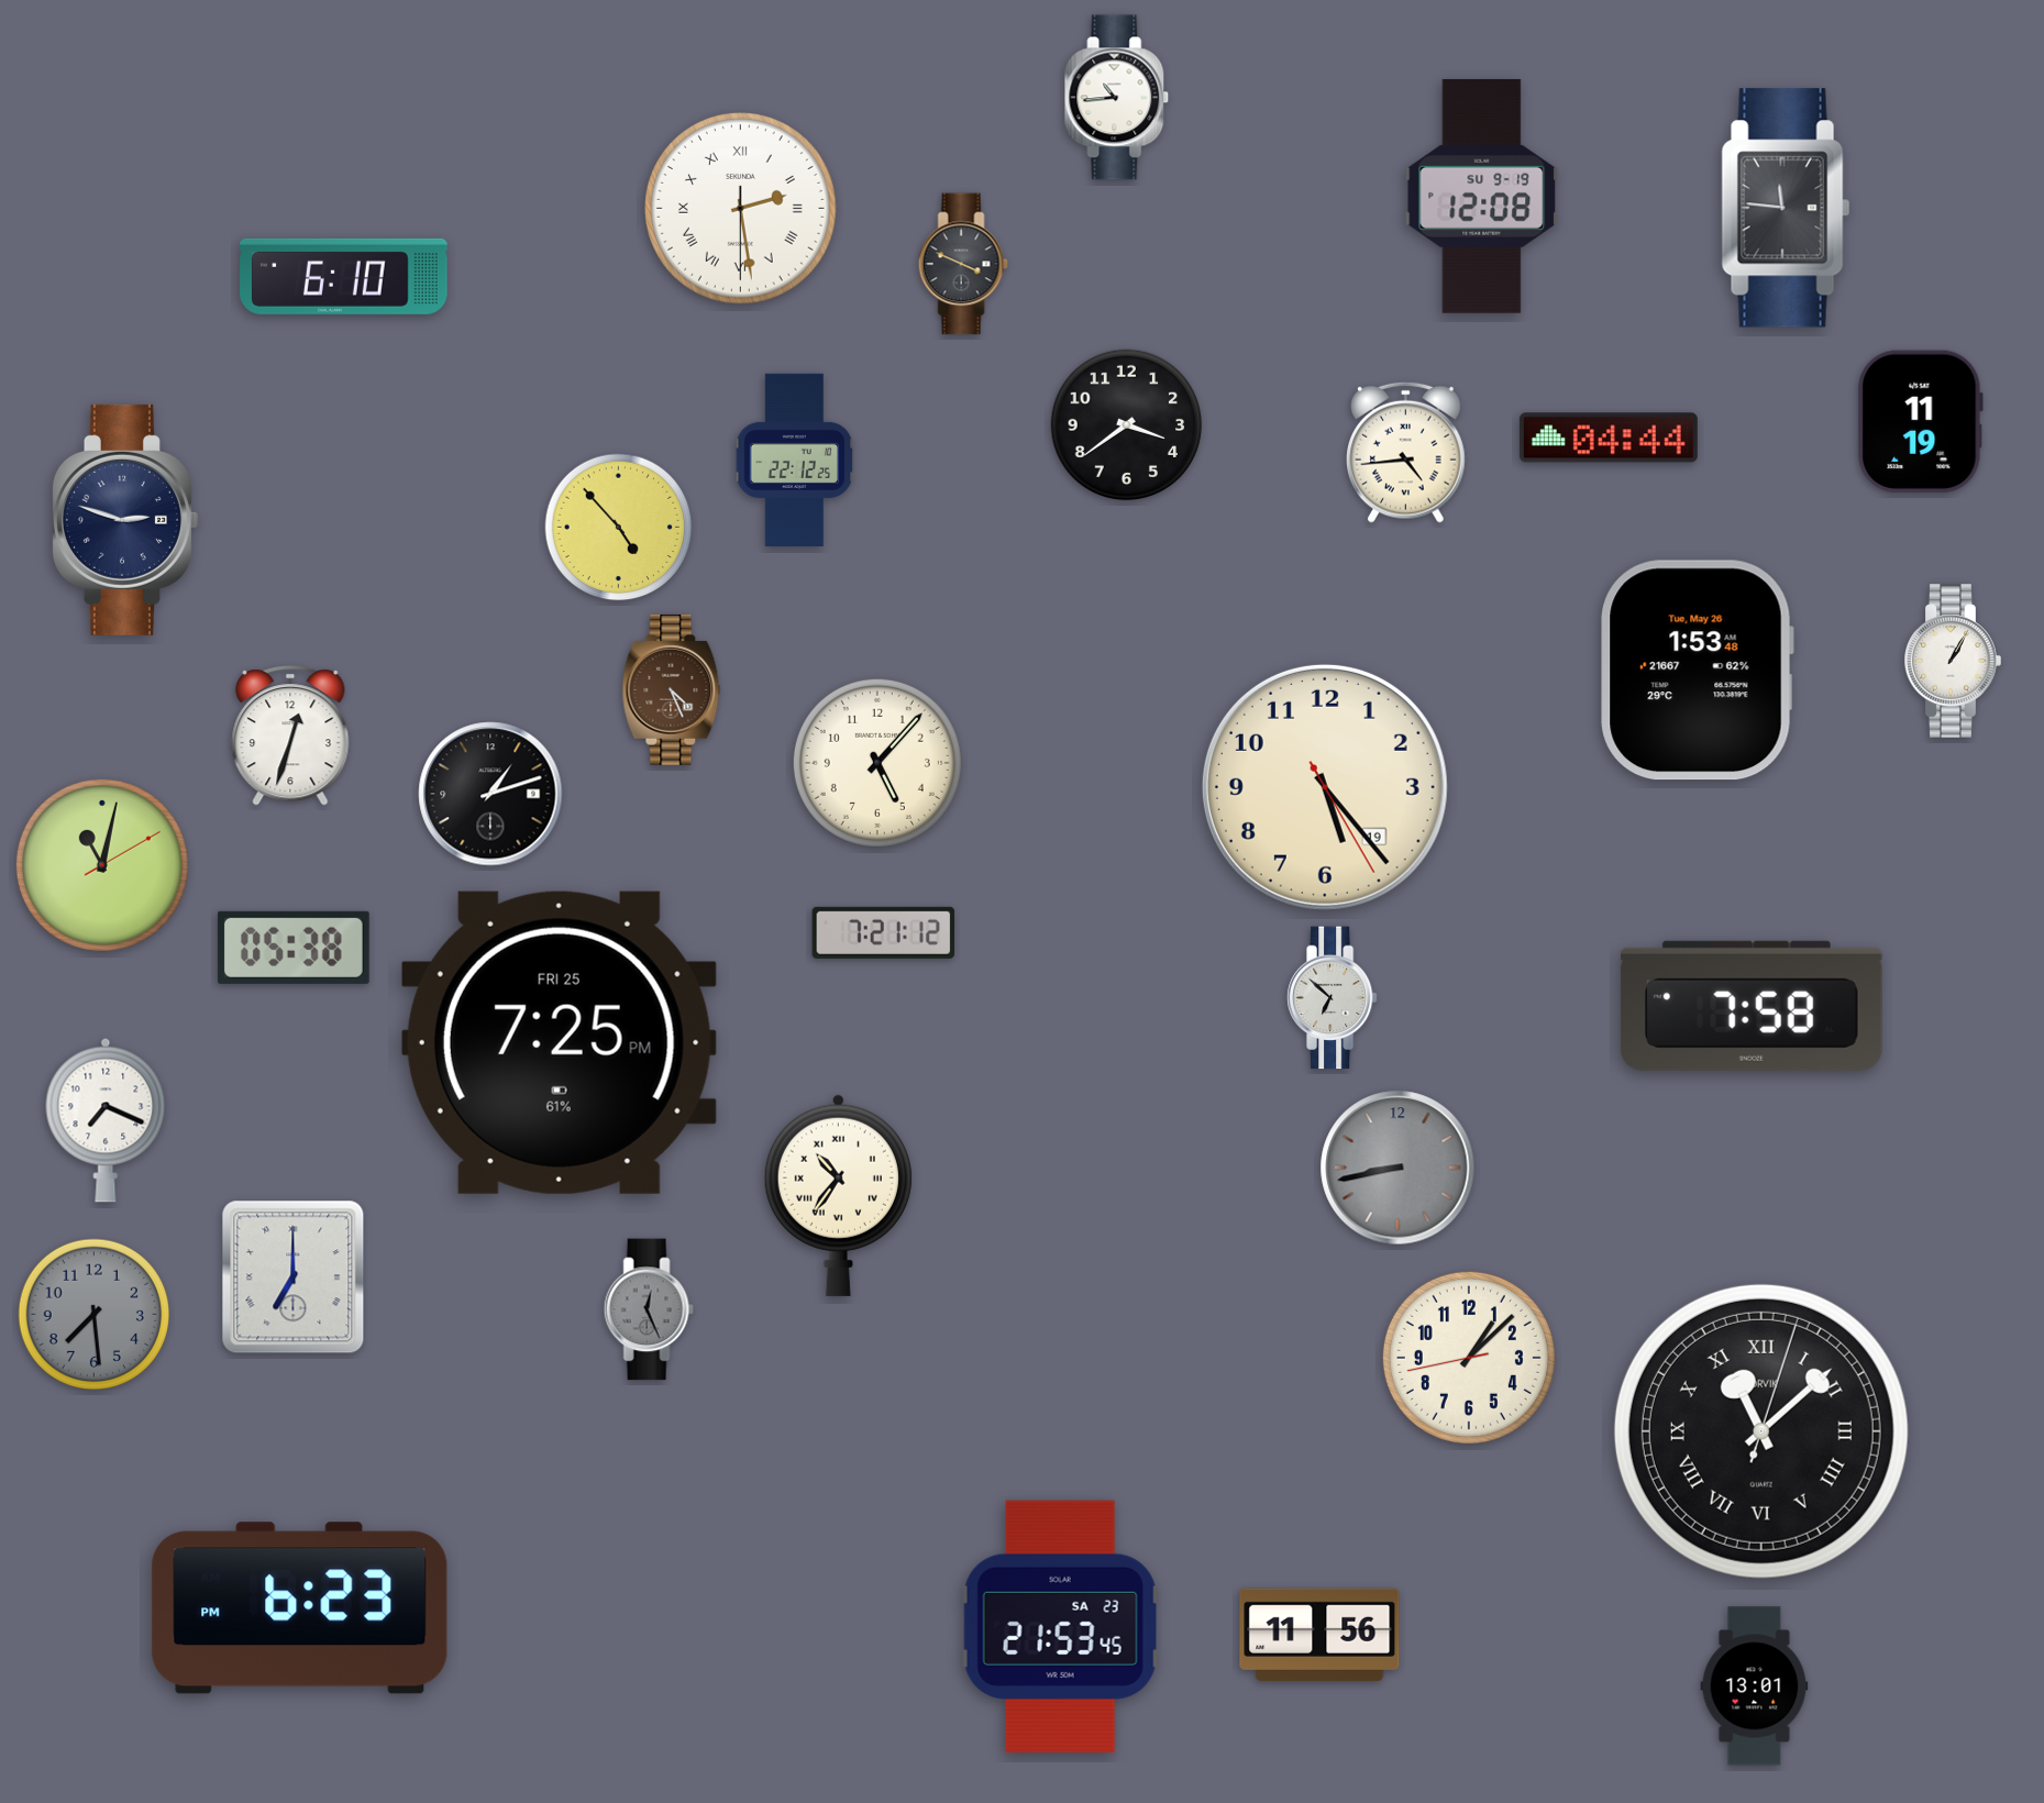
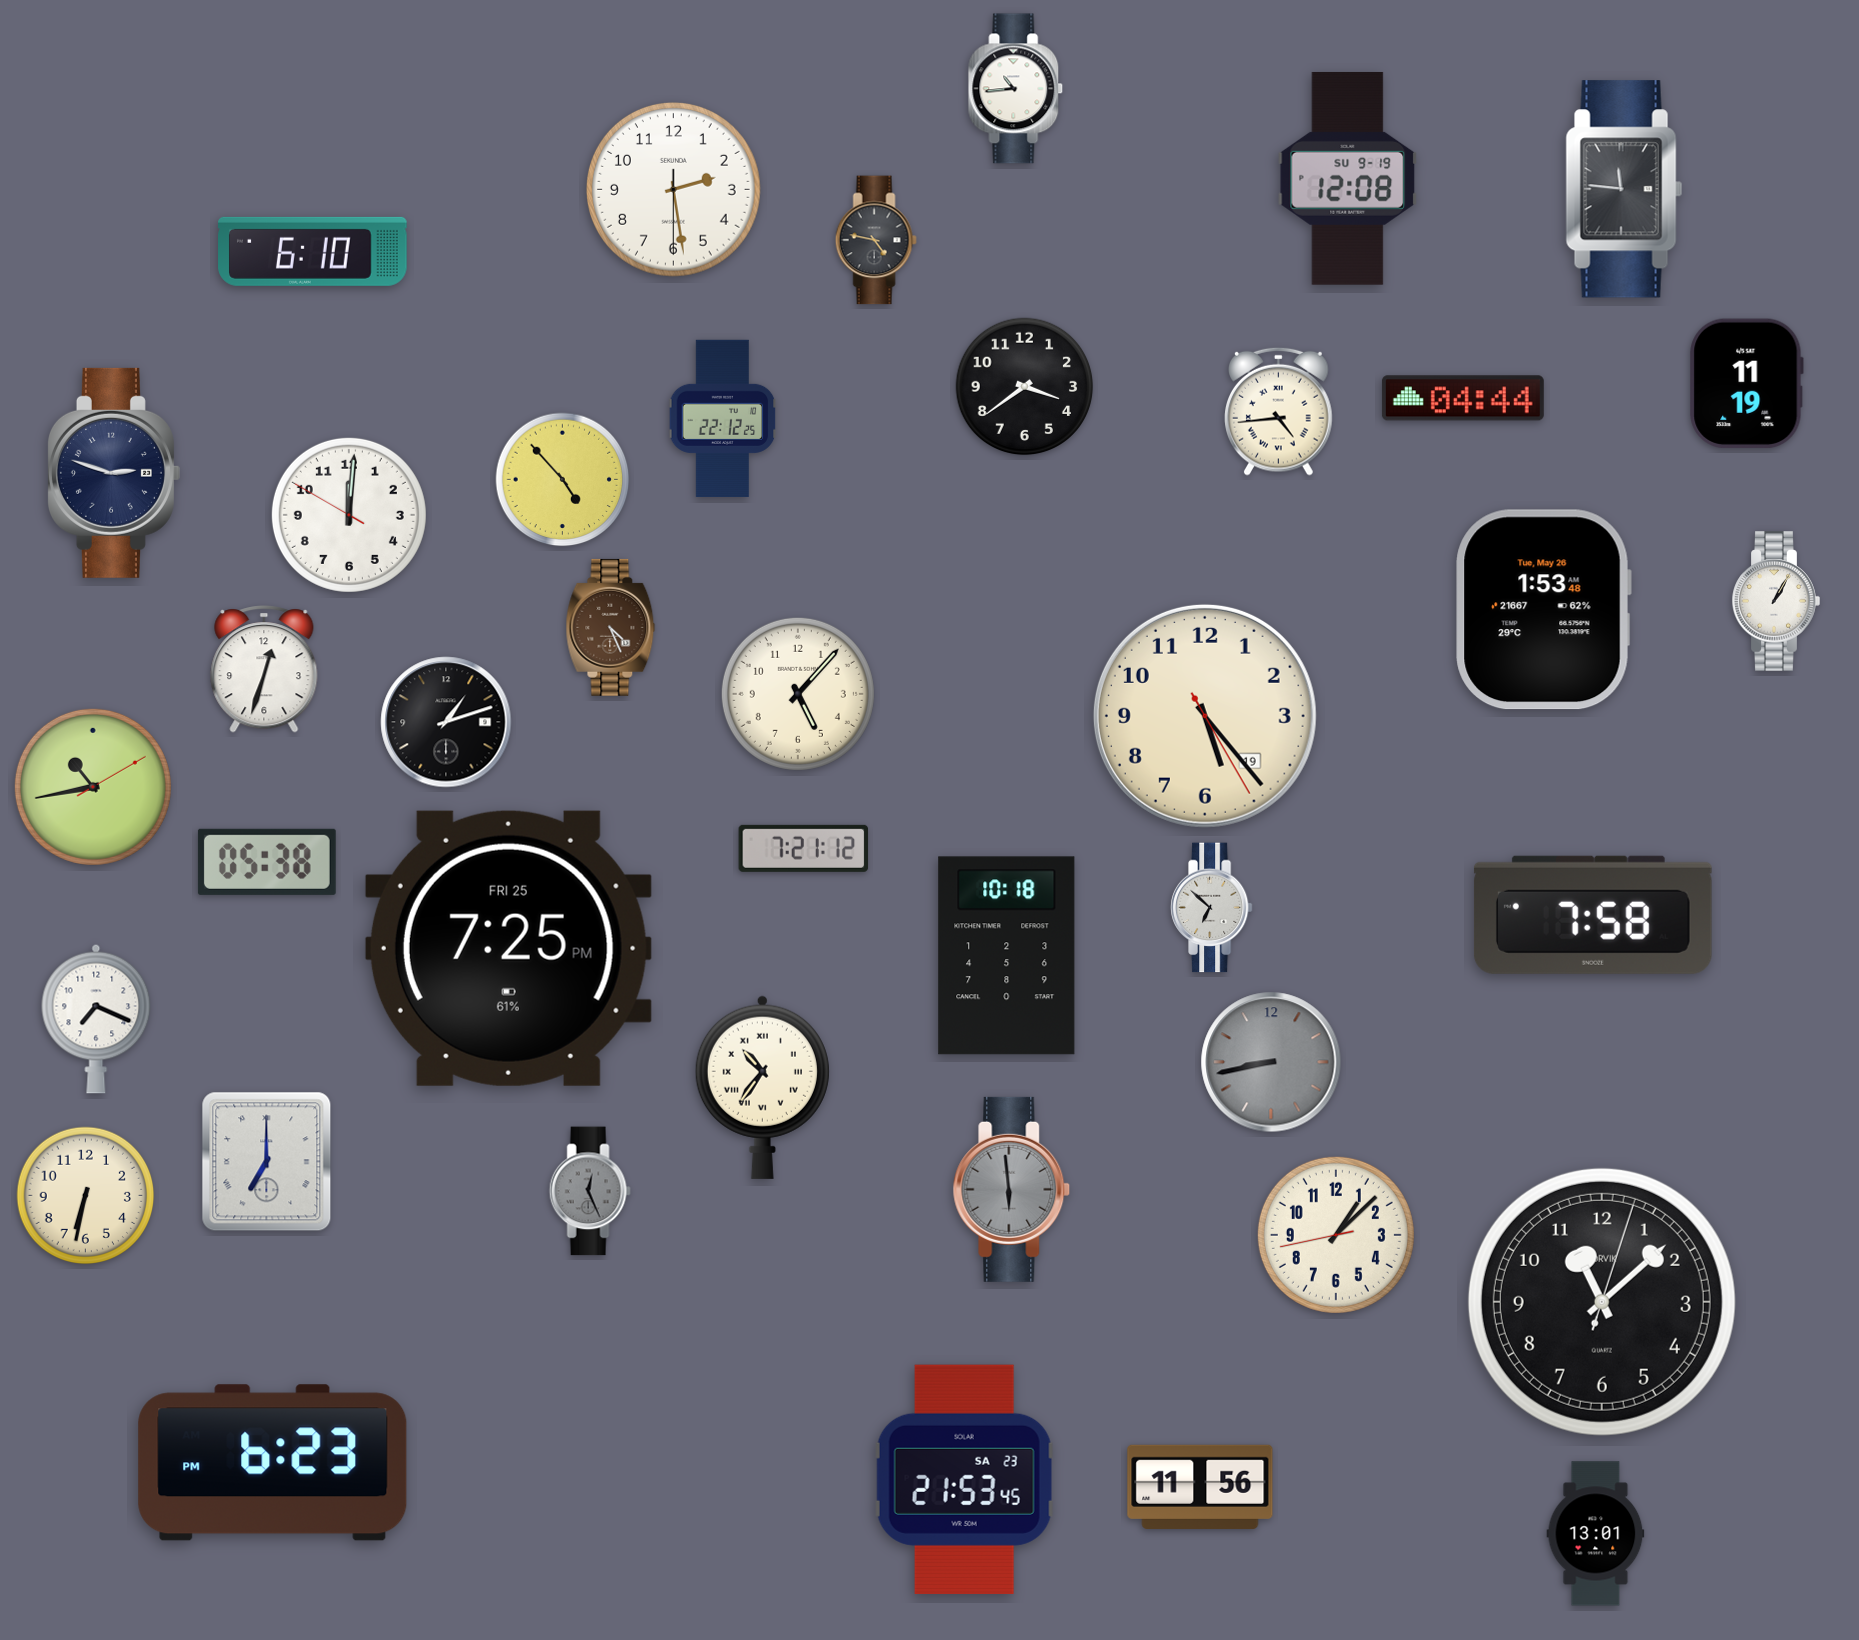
clock at (741, 209) numerals: Roman -> Arabic
clock at (963, 264): 3:49 -> 4:47
clock at (349, 515): none -> 12:00
clock at (102, 865): 11:02 -> 10:43
clock at (1007, 956): none -> 10:18
clock at (1012, 1189): none -> 5:59
clock at (95, 1315): 7:29 -> 6:32
clock at (95, 1315) dial: grey -> cream
clock at (1761, 1431) numerals: Roman -> Arabic
